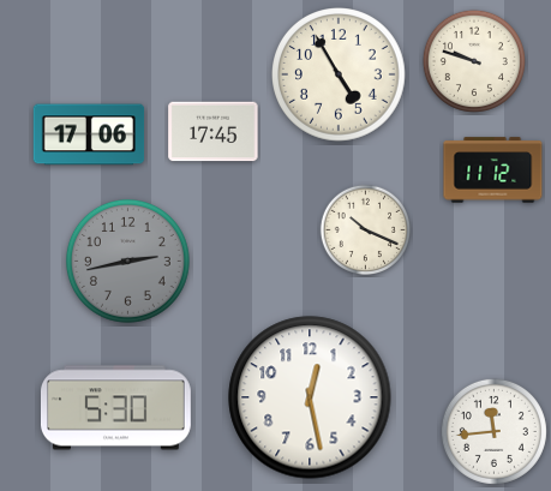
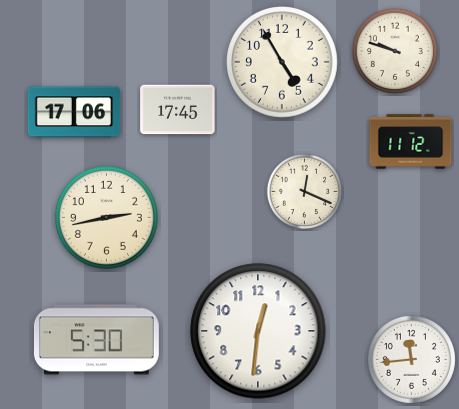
clock at (365, 229): 10:19 -> 12:19
clock at (127, 261) dial: grey -> cream
clock at (310, 397): 12:28 -> 12:31
